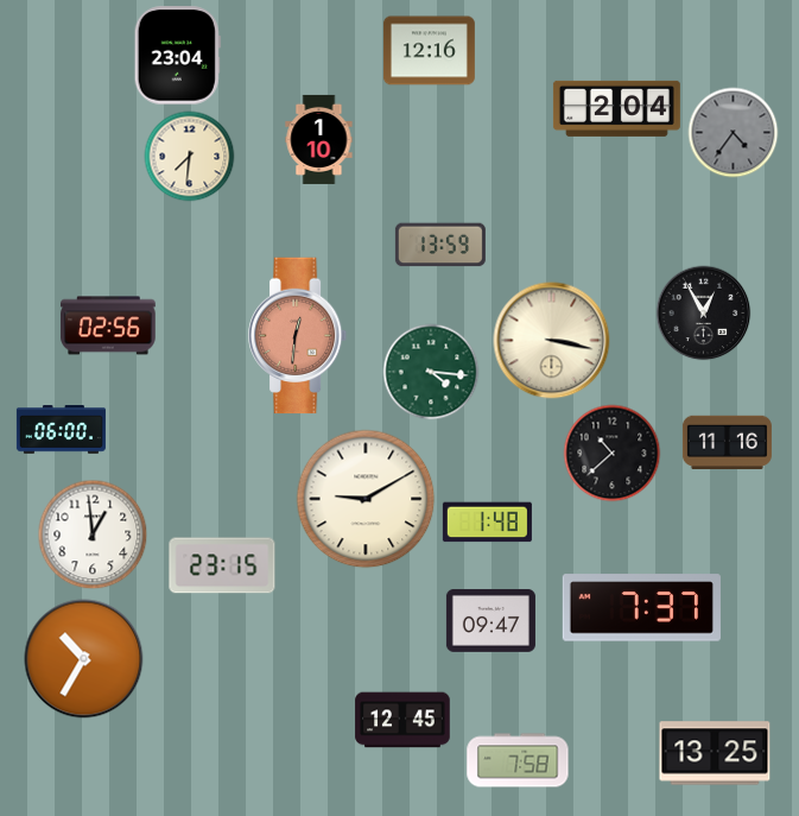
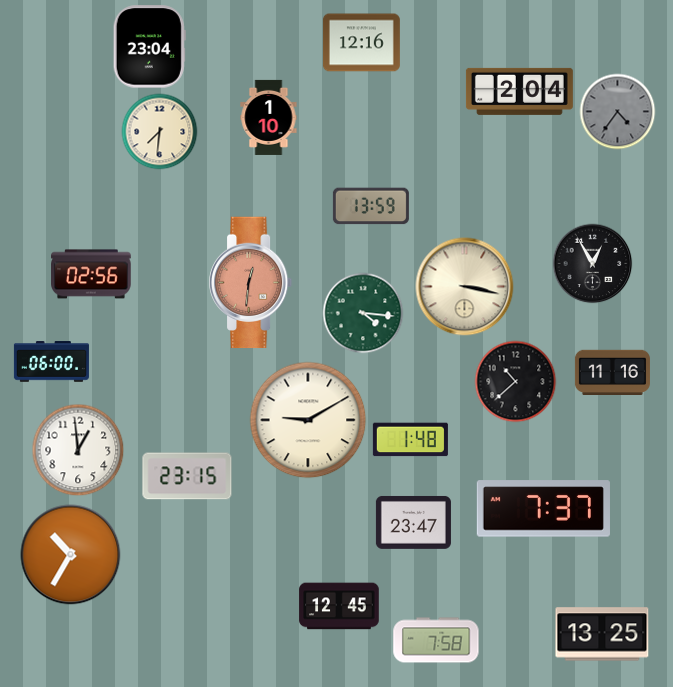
clock at (641, 608) position: (641, 608) -> (543, 509)
clock at (490, 620): 09:47 -> 23:47
